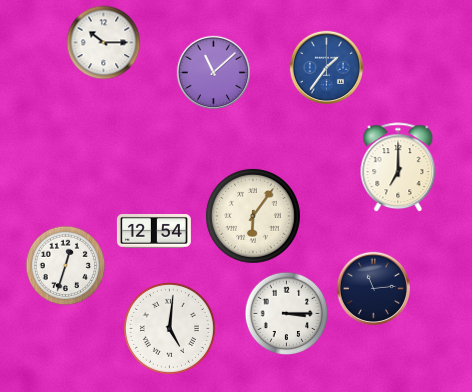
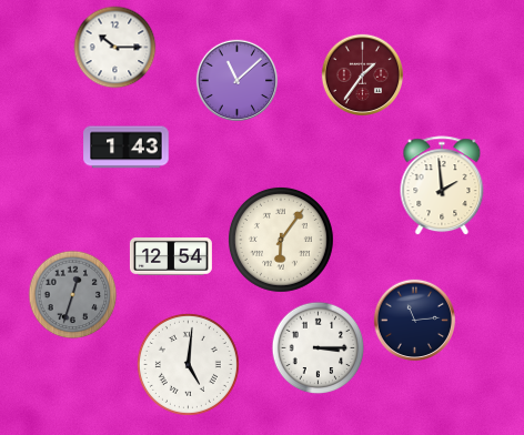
clock at (327, 68) dial: blue -> burgundy
clock at (127, 148): none -> 1:43
clock at (398, 168): 7:00 -> 1:59
clock at (66, 266) dial: white -> grey
